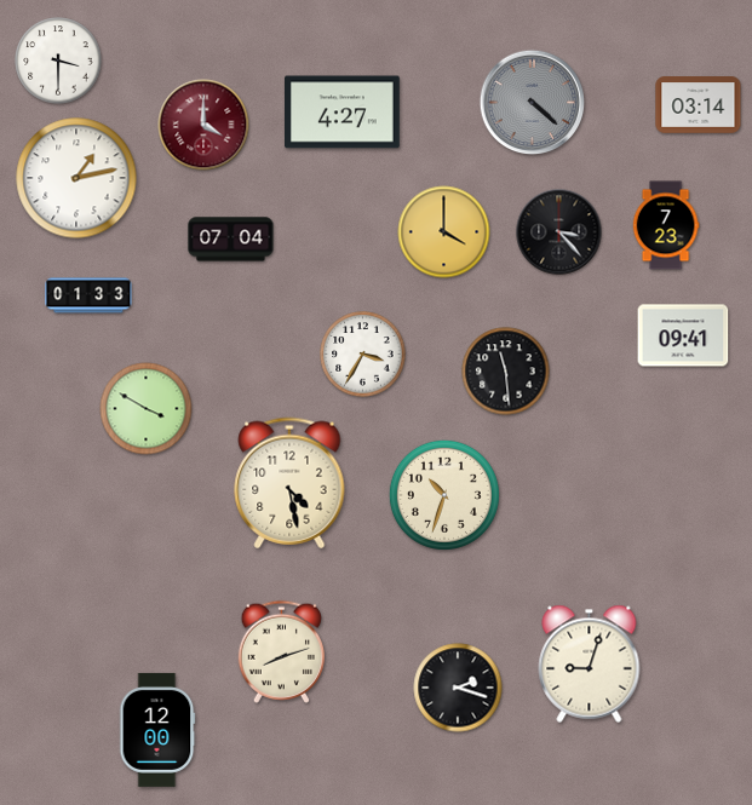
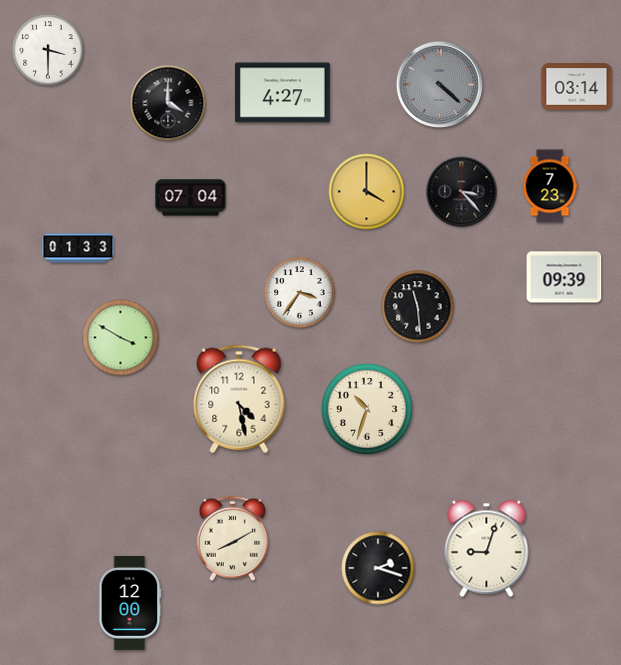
clock at (203, 125) dial: burgundy -> black
clock at (76, 178): 1:13 -> none
clock at (88, 295) position: (88, 295) -> (78, 248)
clock at (683, 335): 09:41 -> 09:39
clock at (363, 355): 3:35 -> 3:36
clock at (281, 651): 8:12 -> 8:10
